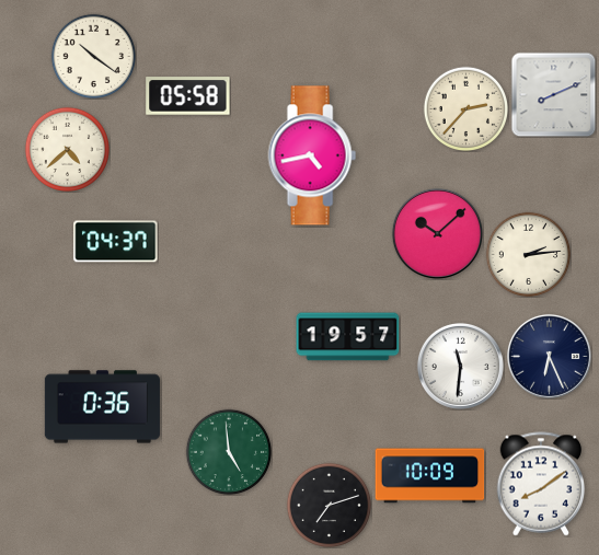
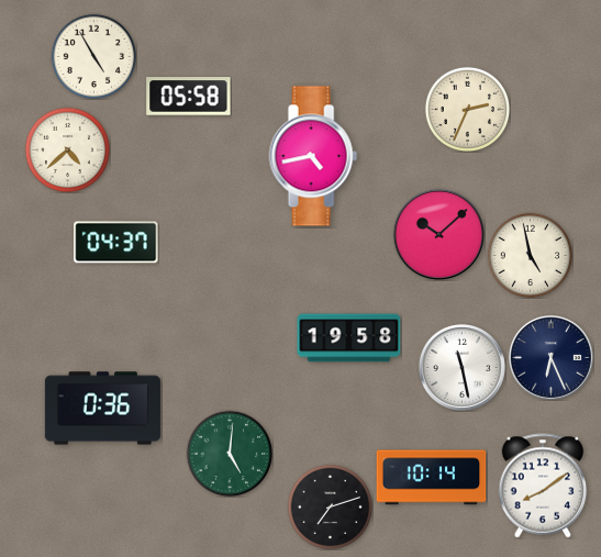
clock at (93, 56): 10:21 -> 4:55
clock at (553, 94): 8:11 -> none
clock at (465, 108): 2:37 -> 2:34
clock at (528, 254): 2:14 -> 4:58
clock at (348, 337): 19:57 -> 19:58
clock at (460, 366): 11:31 -> 11:28
clock at (229, 452): 4:59 -> 5:01
clock at (430, 476): 10:09 -> 10:14
